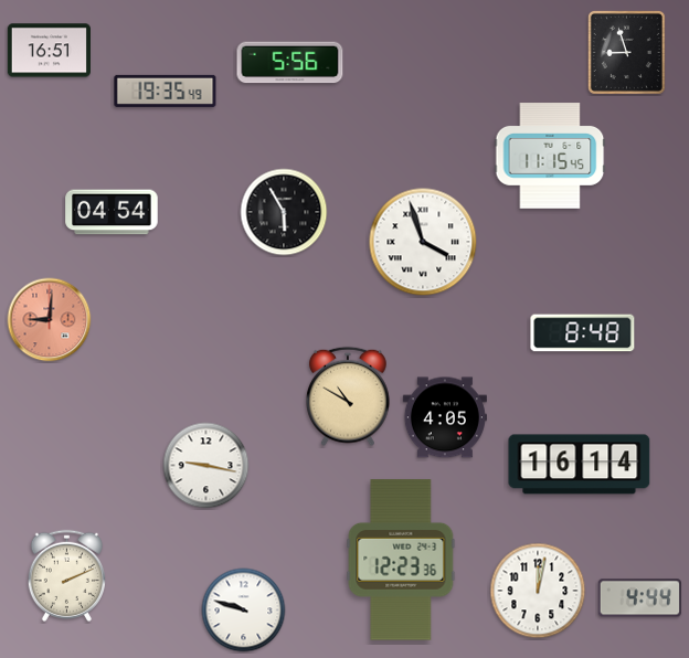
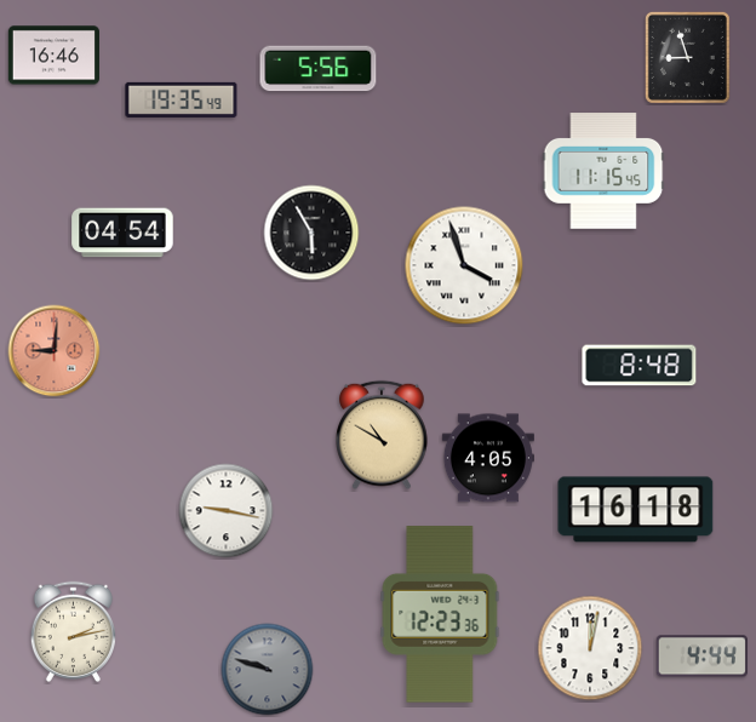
clock at (49, 51): 16:51 -> 16:46
clock at (580, 465): 16:14 -> 16:18
clock at (66, 575): 2:11 -> 2:13
clock at (244, 611) dial: white -> grey
